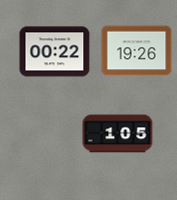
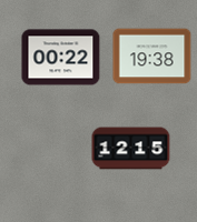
clock at (137, 51): 19:26 -> 19:38
clock at (118, 134): 1:05 -> 12:15
